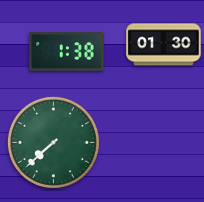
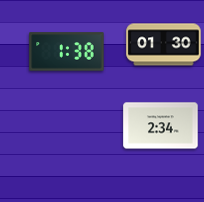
clock at (161, 126): none -> 2:34
clock at (53, 142): 7:38 -> none
